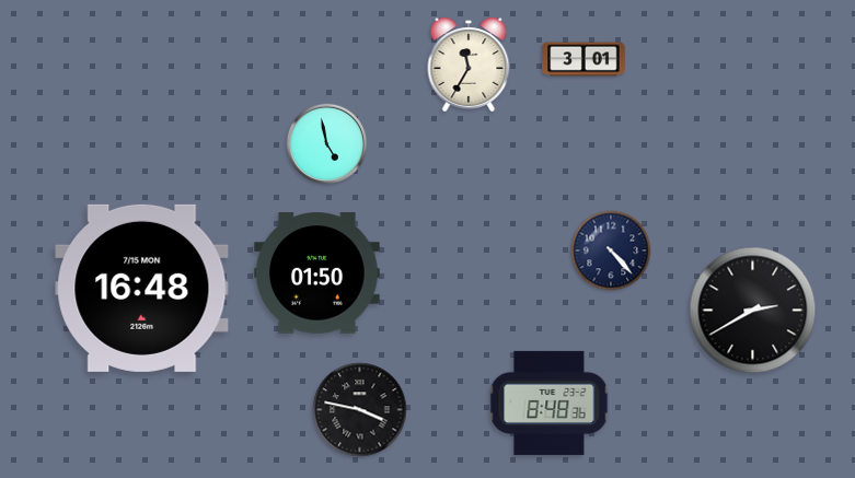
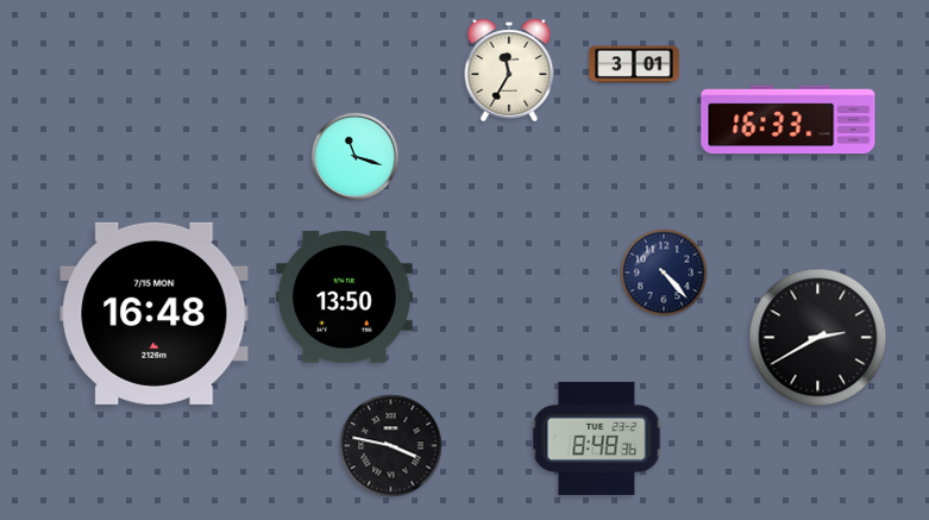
clock at (789, 120): none -> 16:33
clock at (327, 144): 4:58 -> 11:18
clock at (317, 273): 01:50 -> 13:50
